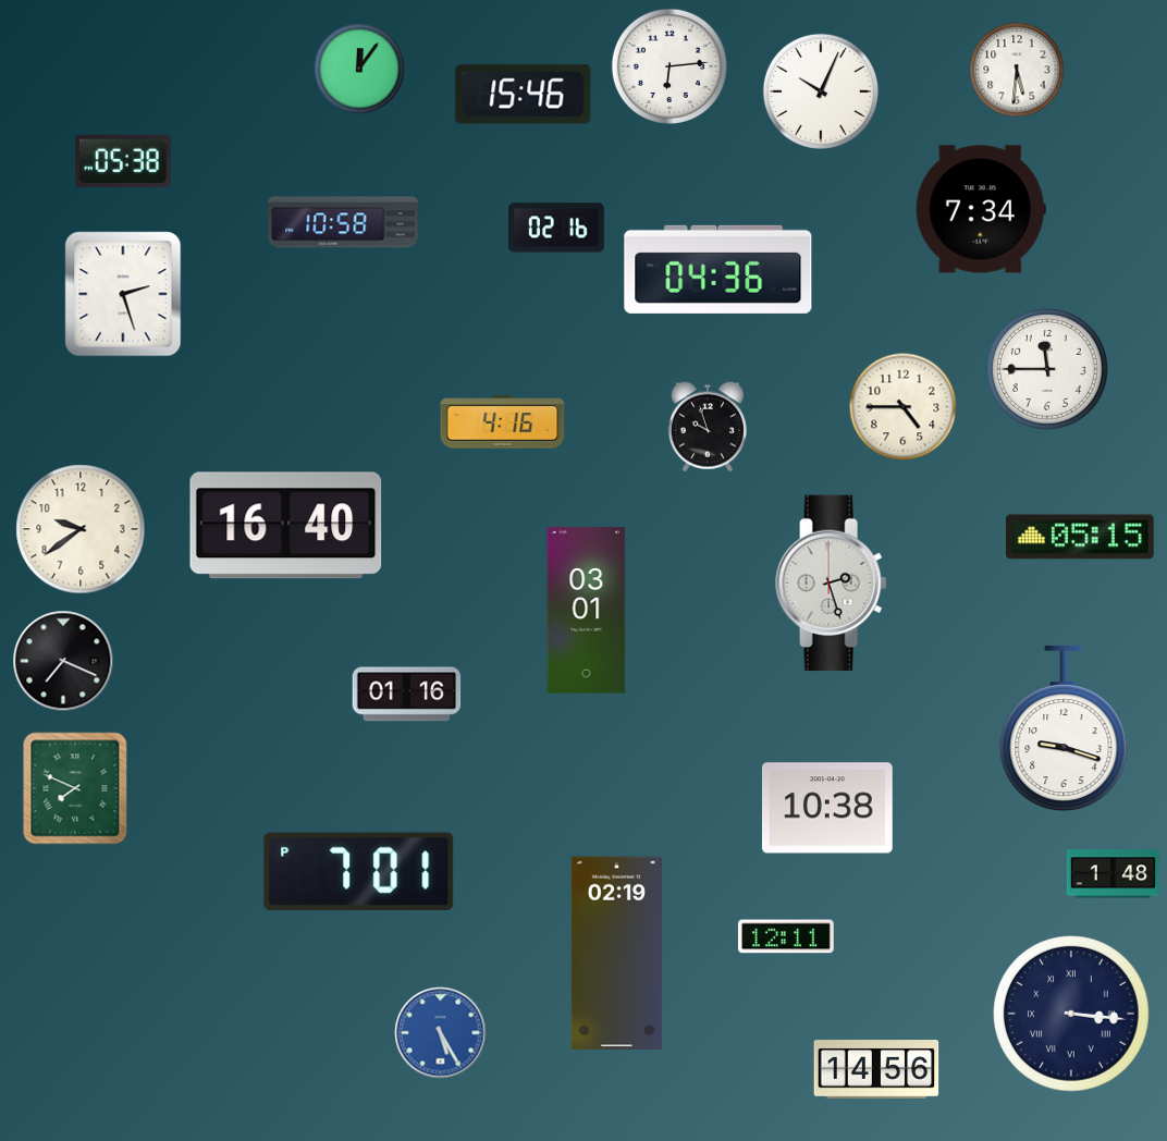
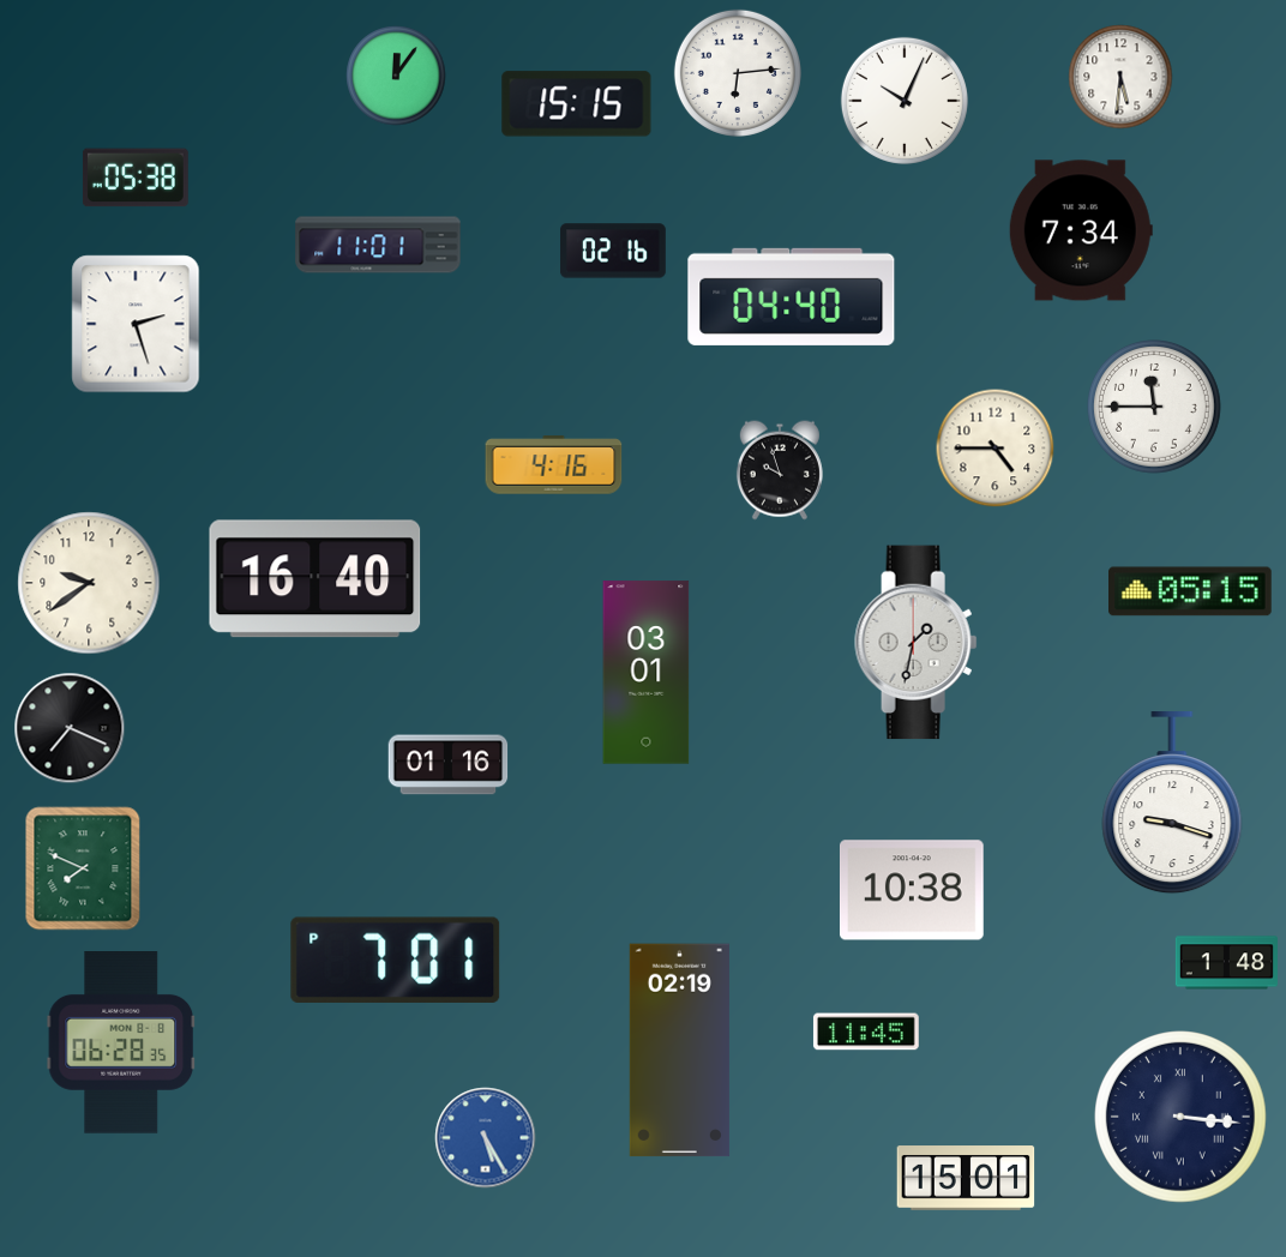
clock at (524, 95): 15:46 -> 15:15
clock at (343, 222): 10:58 -> 11:01
clock at (718, 269): 04:36 -> 04:40
clock at (832, 584): 2:27 -> 1:32
clock at (786, 936): 12:11 -> 11:45
clock at (120, 1044): none -> 06:28
clock at (876, 1069): 14:56 -> 15:01
